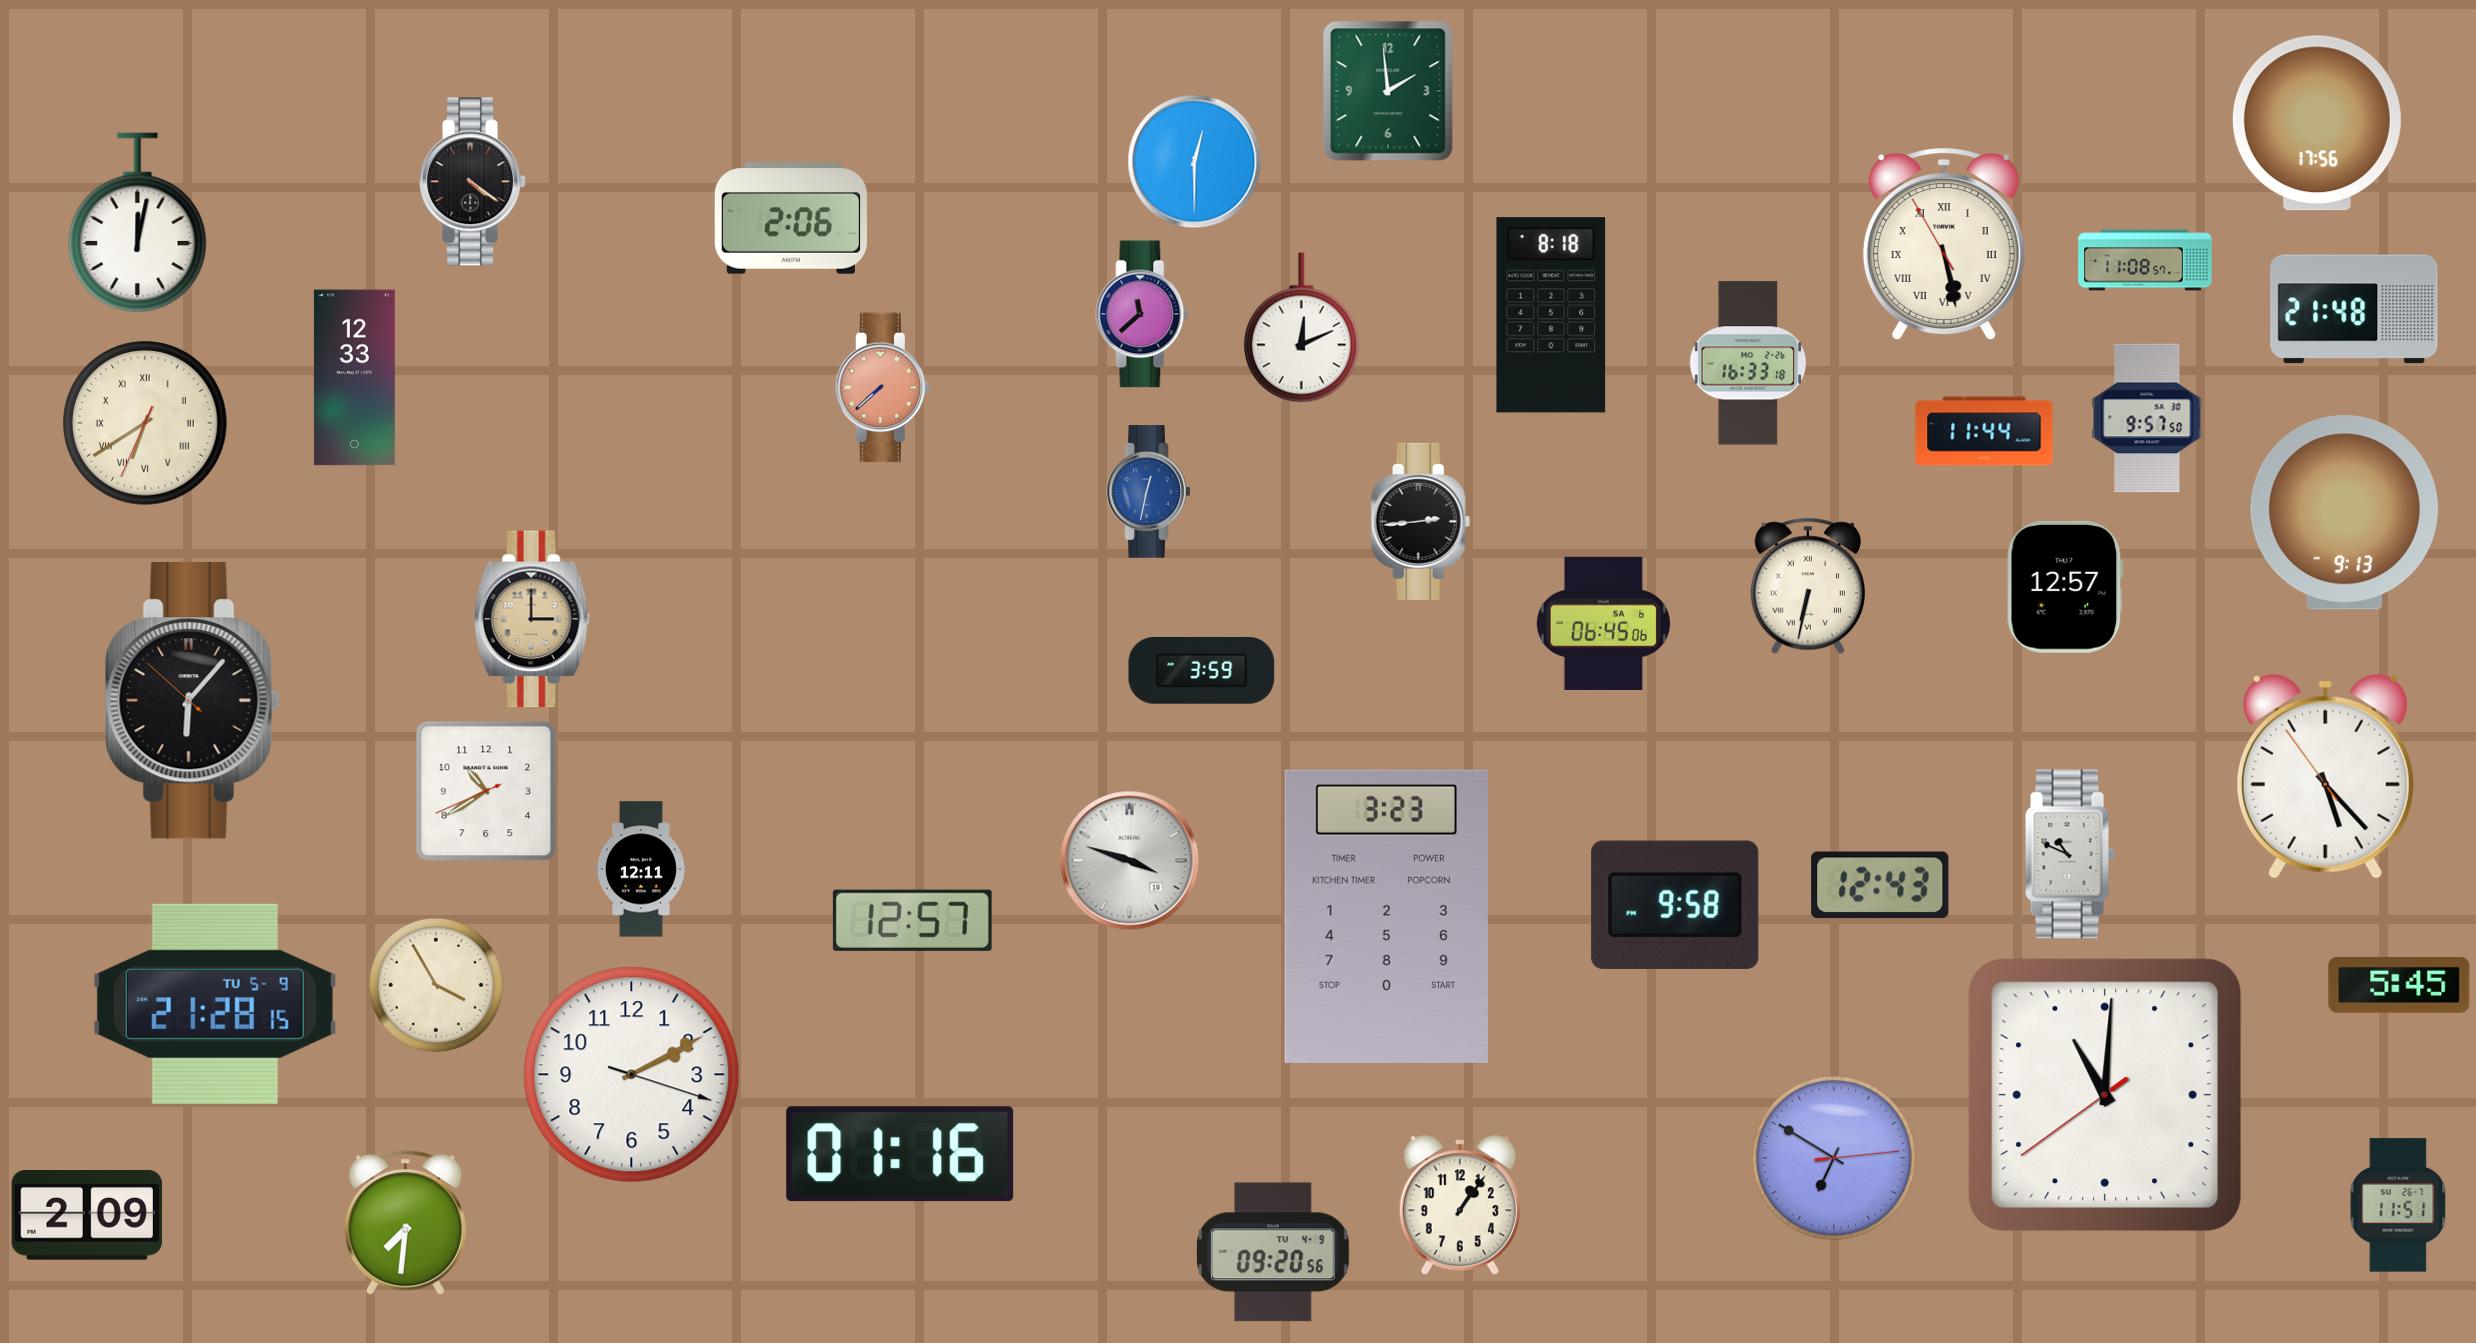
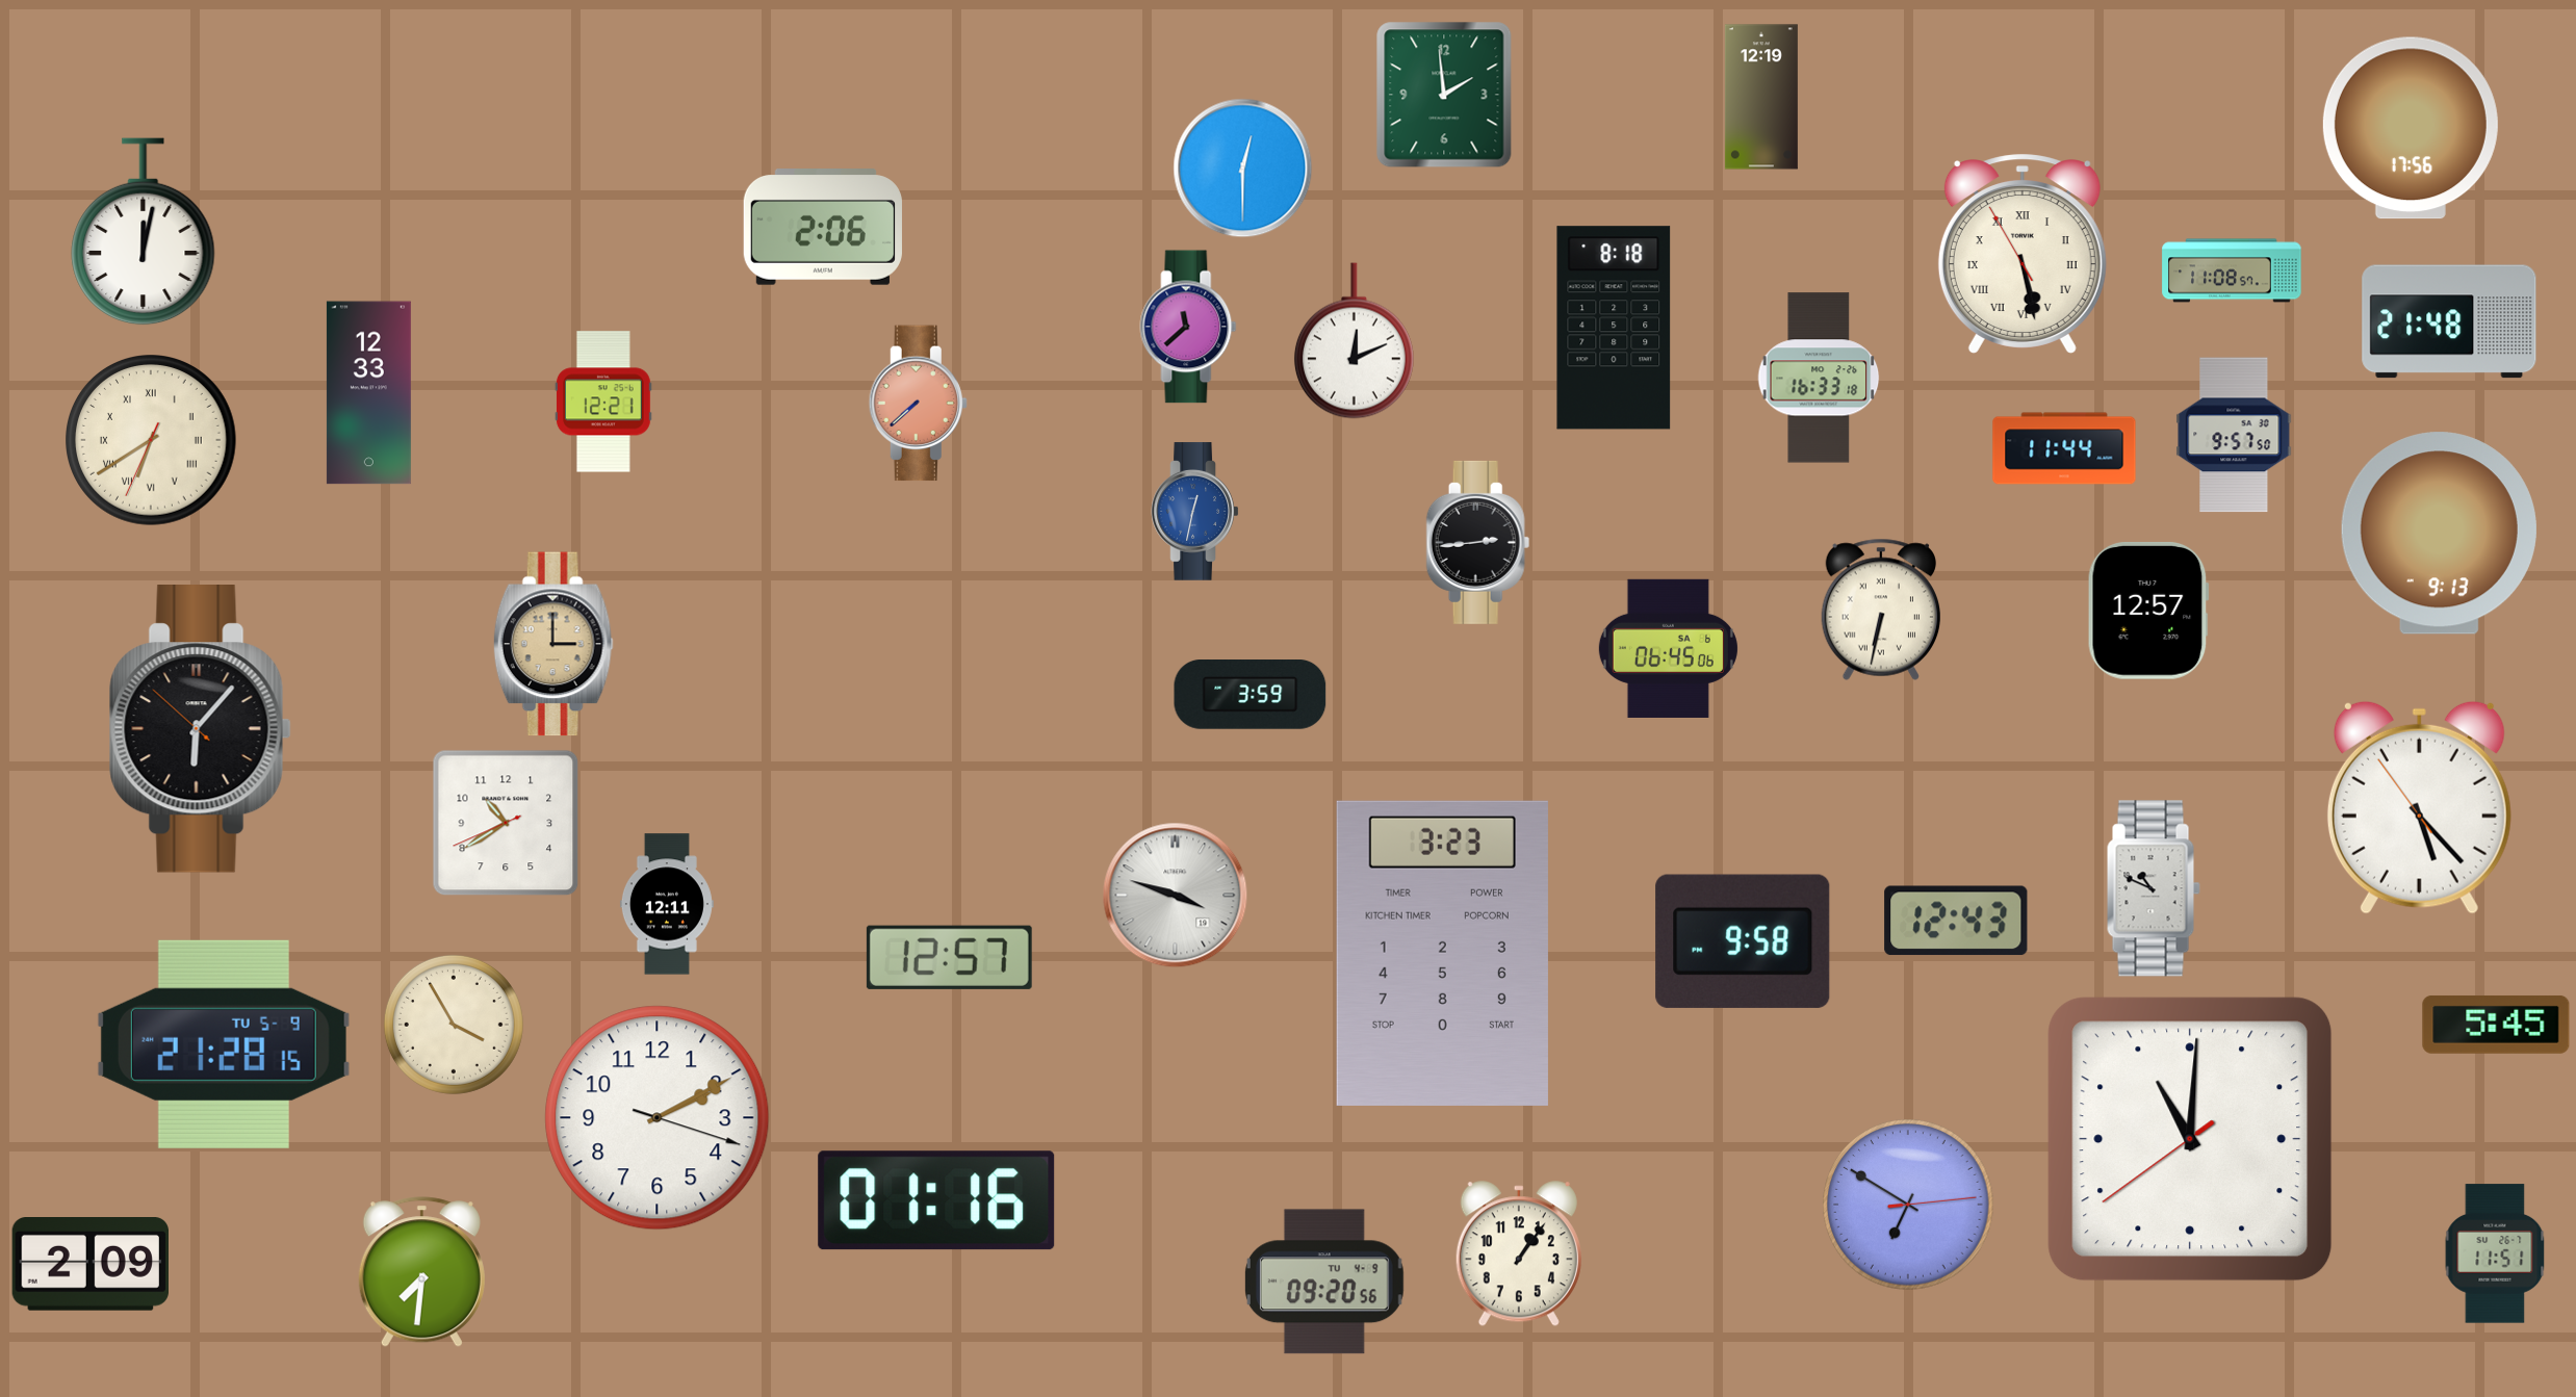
clock at (1761, 97): none -> 12:19
clock at (474, 182): 4:21 -> none
clock at (603, 402): none -> 12:21
clock at (1202, 671) position: (1202, 671) -> (1251, 695)
clock at (1273, 1252) position: (1273, 1252) -> (1324, 1282)
